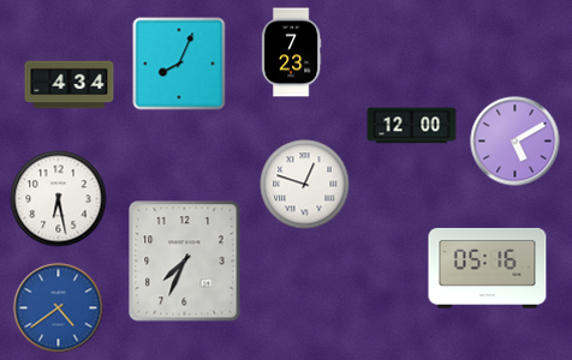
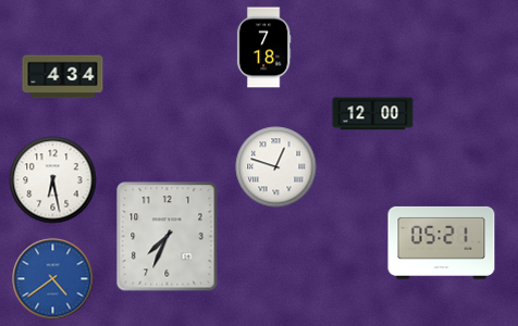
clock at (291, 53): 7:23 -> 7:18
clock at (179, 64): 8:04 -> none
clock at (516, 142): 5:10 -> none
clock at (488, 268): 05:16 -> 05:21
